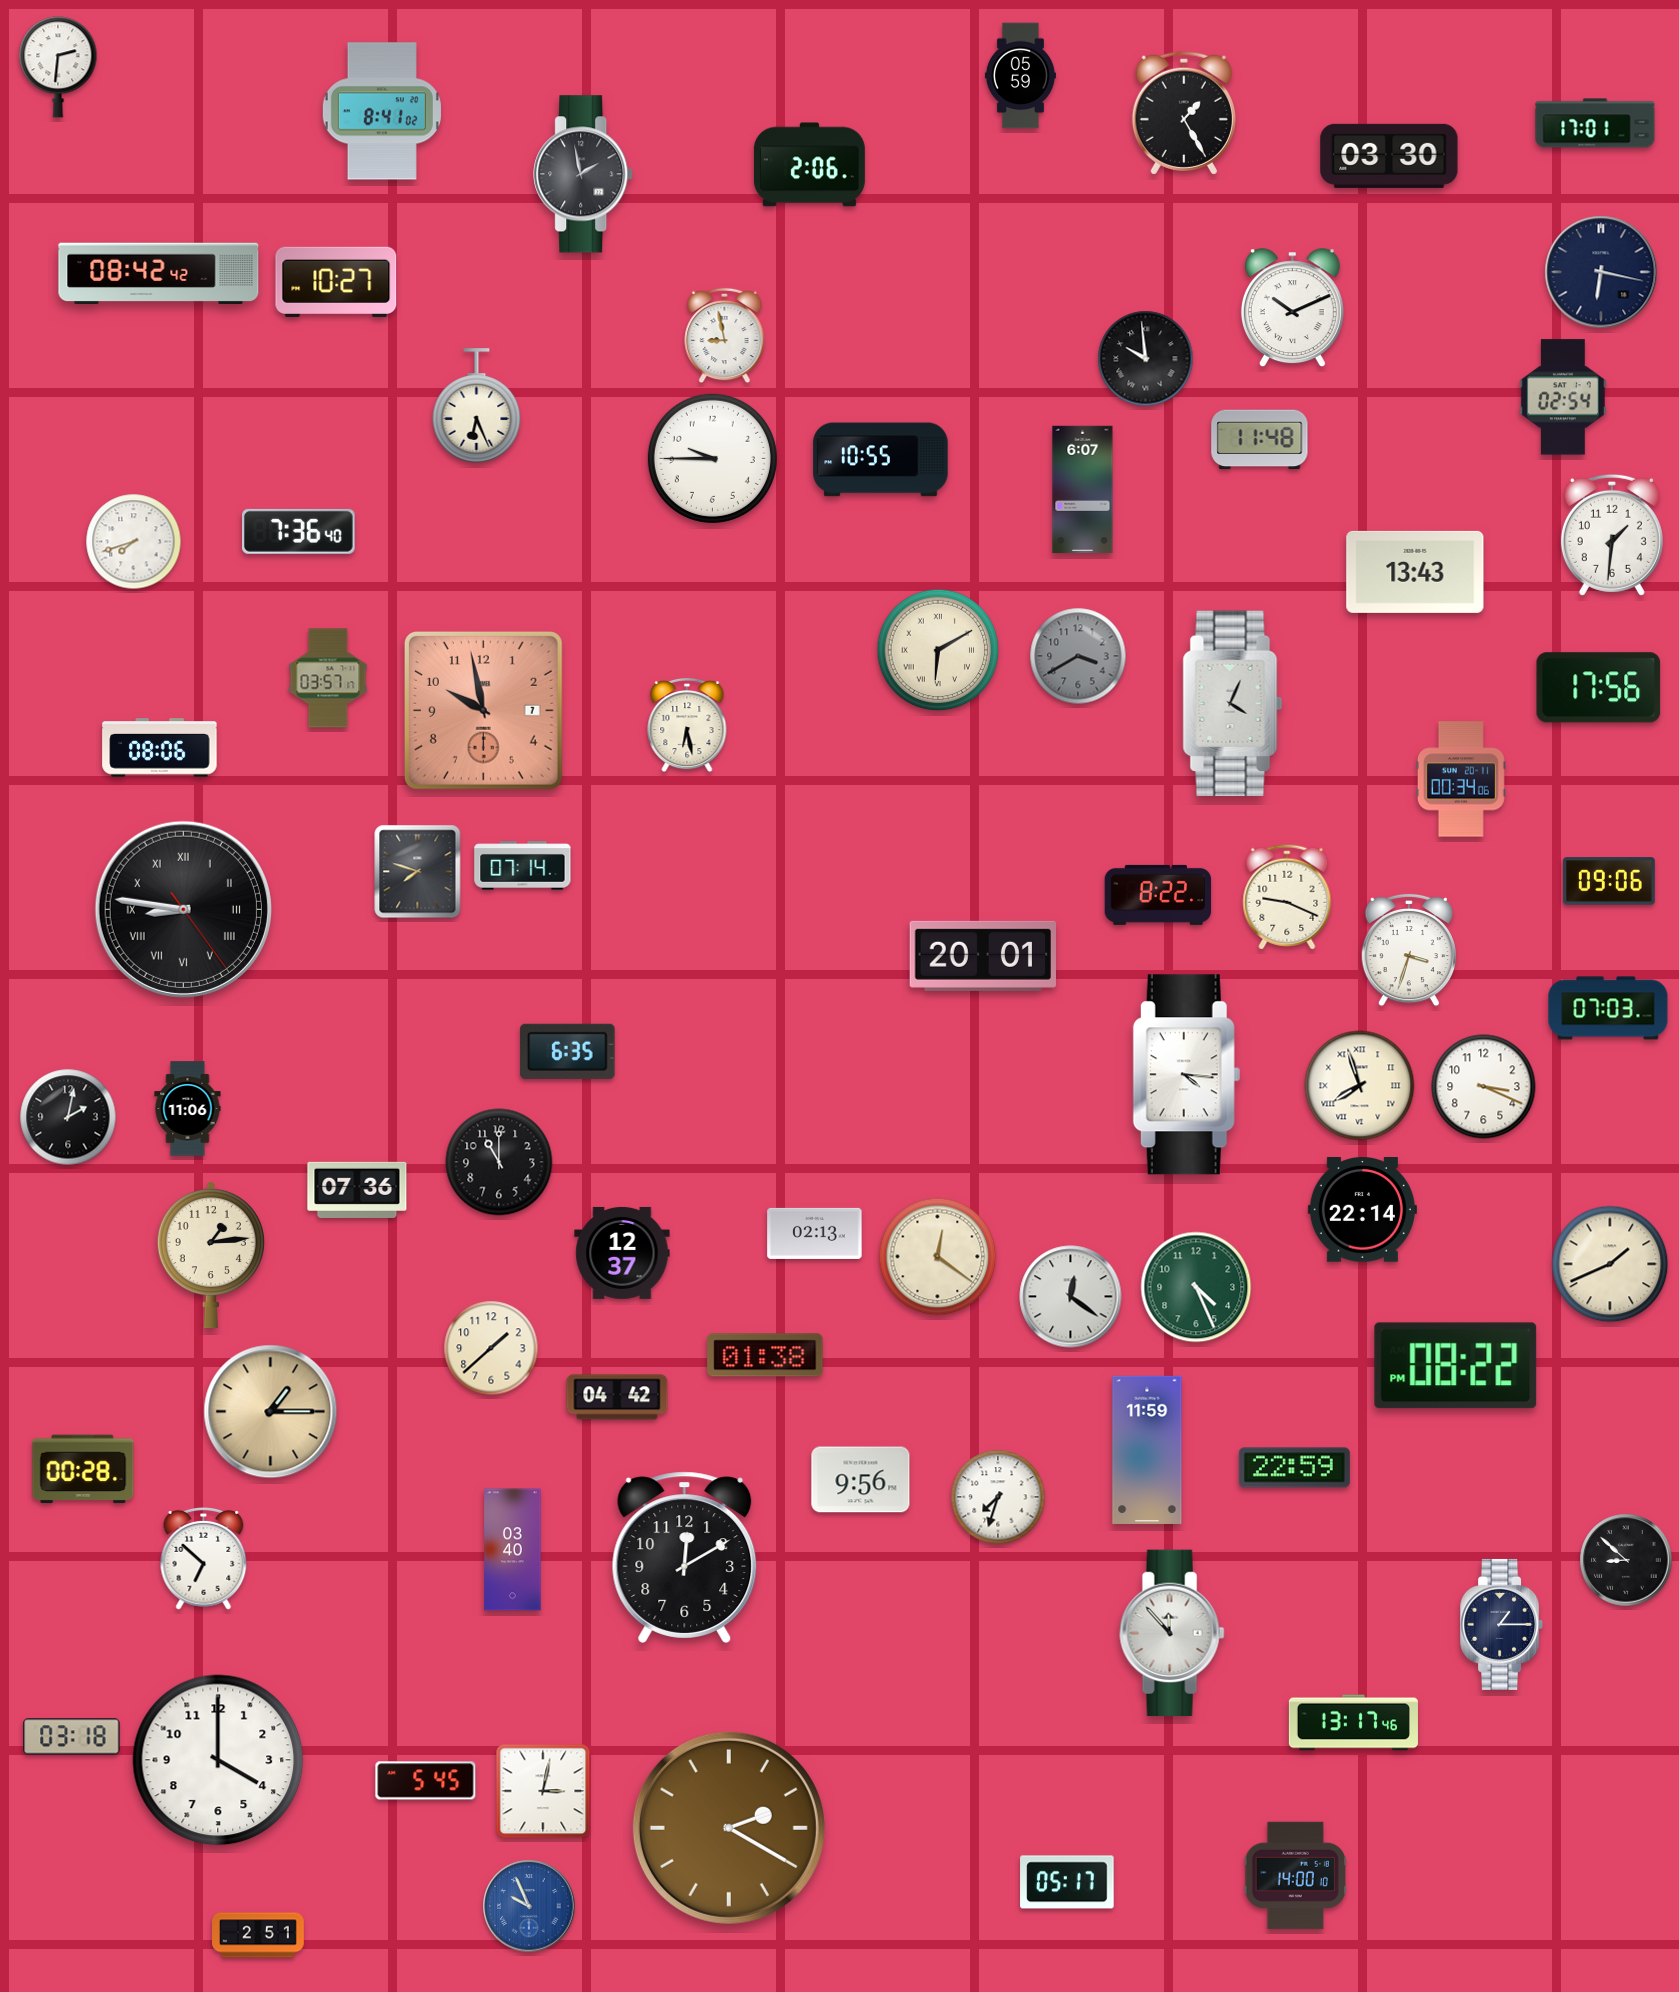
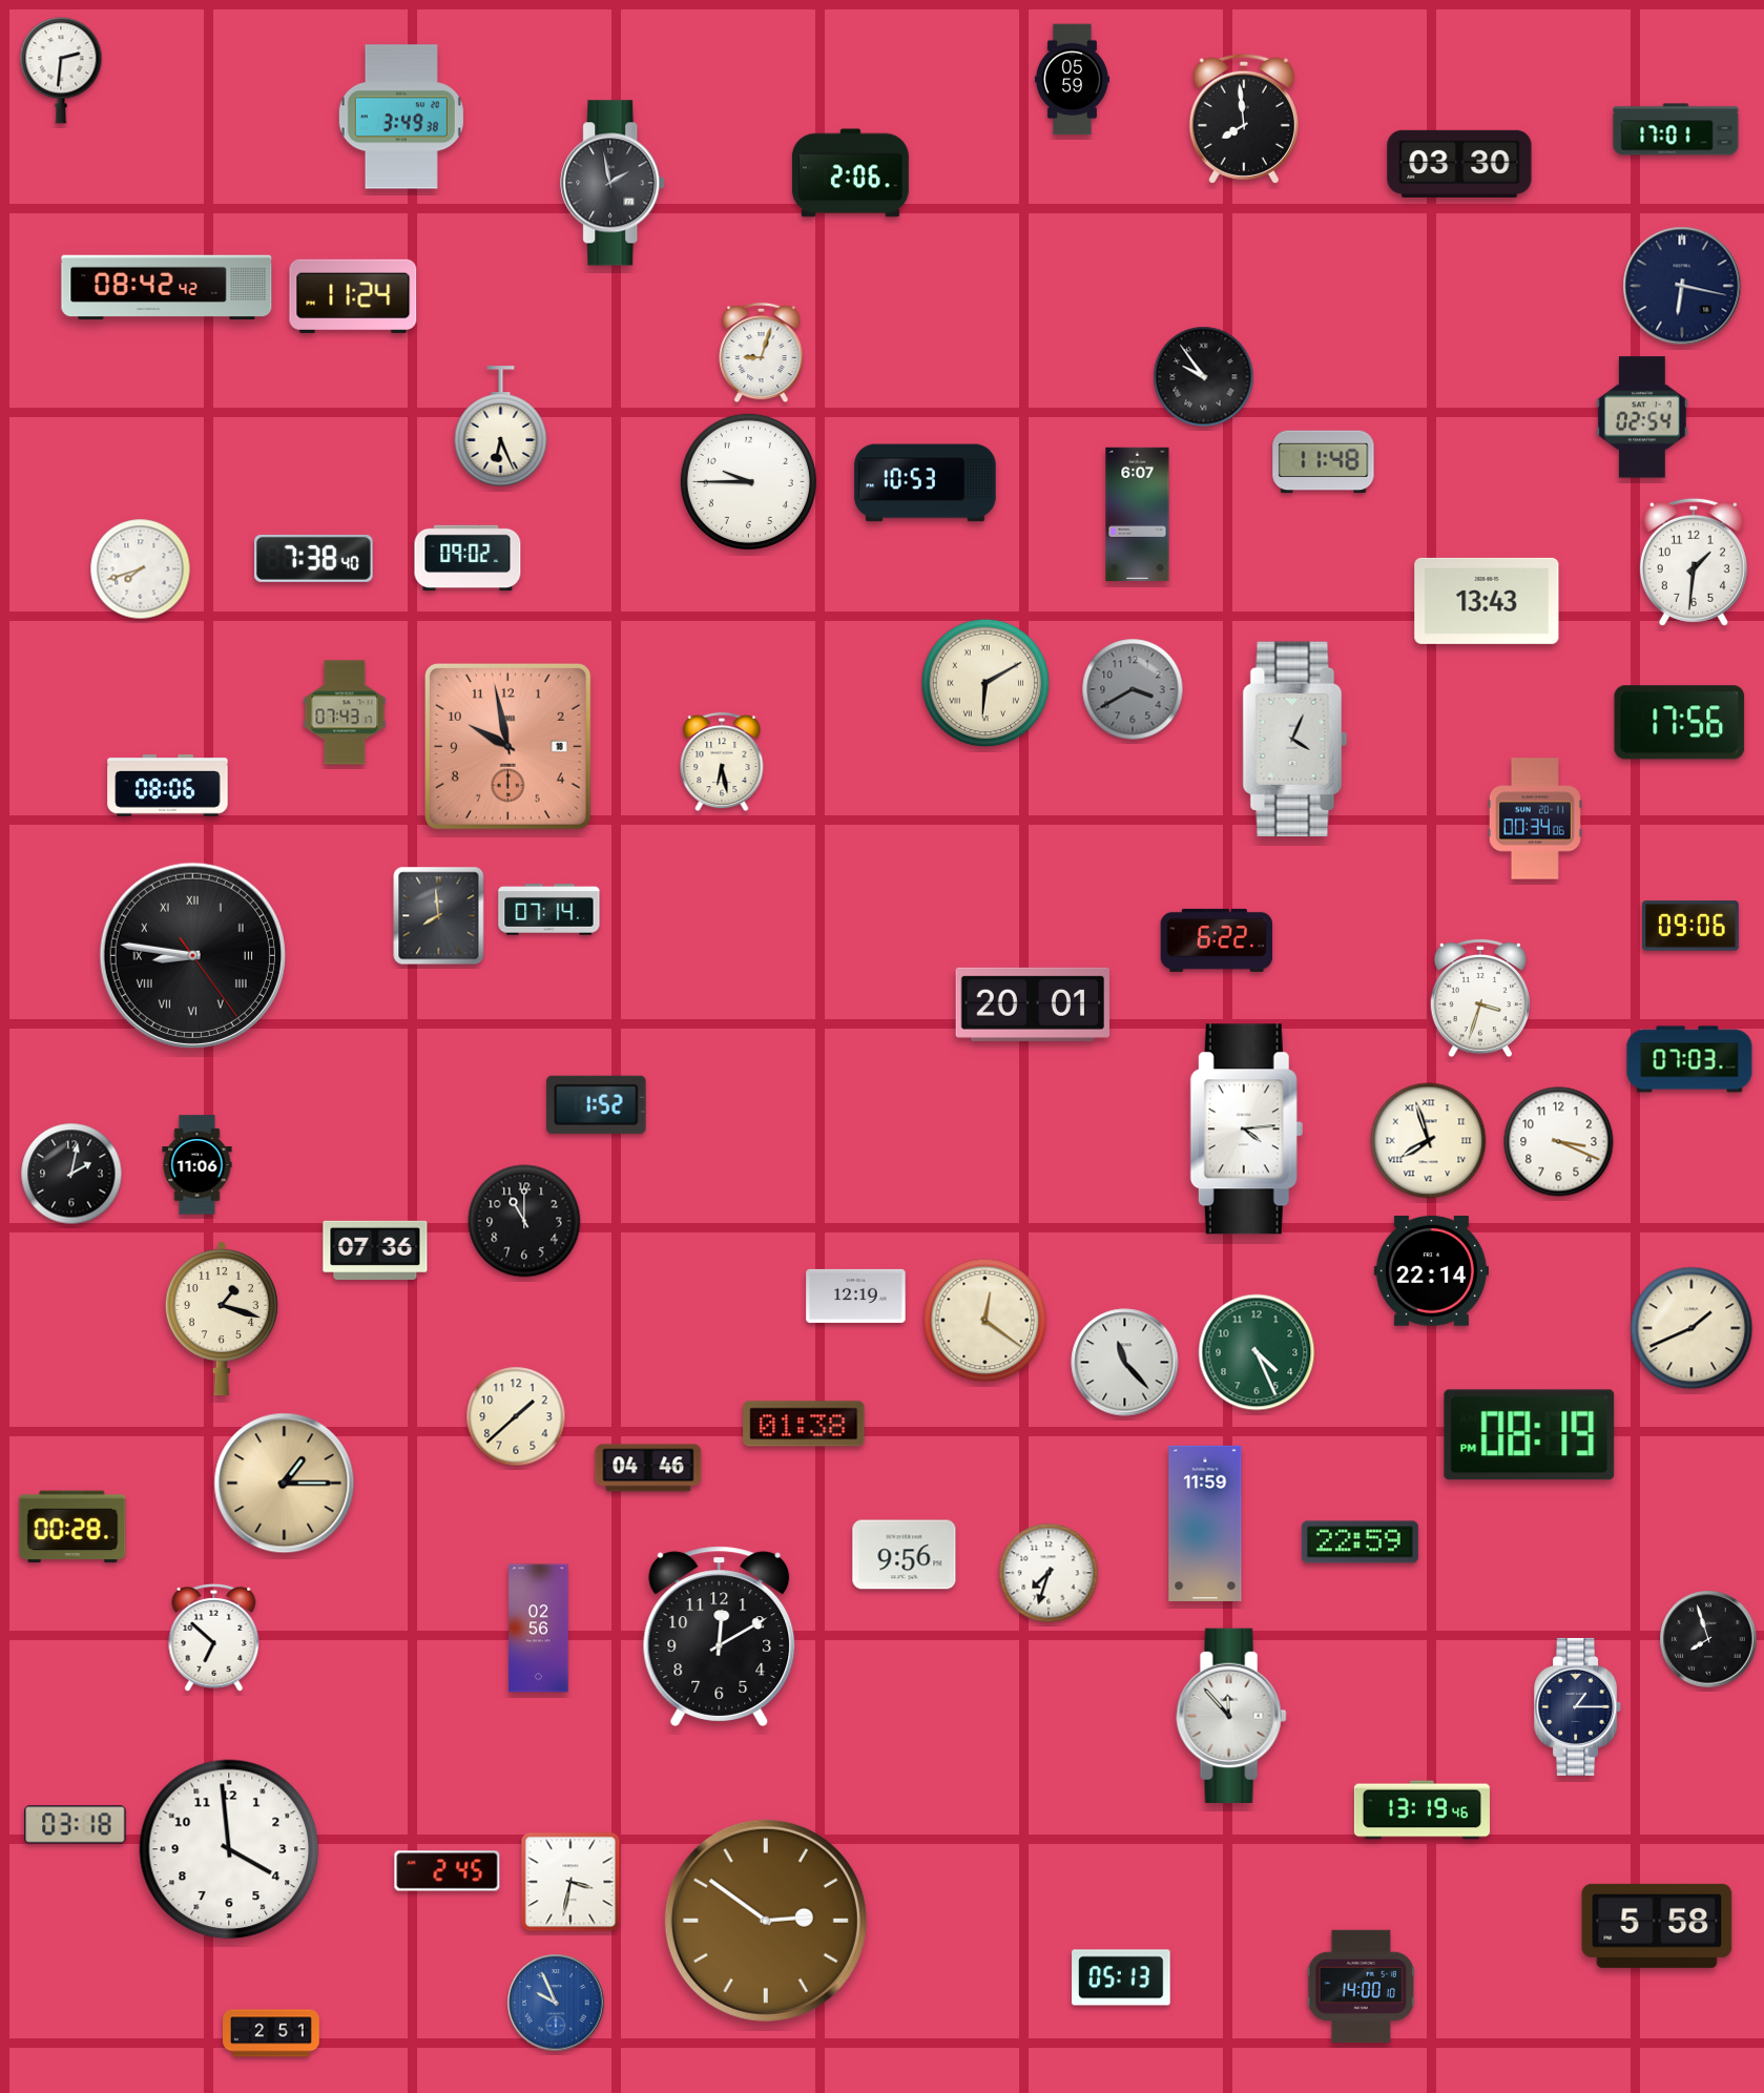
clock at (382, 111): 8:41 -> 3:49
clock at (1184, 113): 1:25 -> 7:59
clock at (336, 282): 10:27 -> 11:24
clock at (1292, 308): 10:11 -> none
clock at (725, 336): 8:58 -> 9:03
clock at (1146, 359): 9:59 -> 9:54
clock at (881, 460): 10:55 -> 10:53
clock at (299, 531): 7:36 -> 7:38
clock at (468, 558): none -> 09:02
clock at (328, 678): 03:57 -> 07:43
clock at (483, 710) date: 7 -> 18
clock at (418, 872): 7:48 -> 7:59
clock at (1158, 895): 8:22 -> 6:22
clock at (1287, 897): 9:19 -> none
clock at (568, 1051): 6:35 -> 1:52
clock at (1186, 1075): 4:16 -> 4:14
clock at (815, 1233): 02:13 -> 12:19
clock at (622, 1253): 12:37 -> none
clock at (211, 1255): 1:14 -> 1:18
clock at (1071, 1297): 12:21 -> 11:23
clock at (1456, 1366): 08:22 -> 08:19
clock at (617, 1397): 04:42 -> 04:46
clock at (83, 1469) position: (83, 1469) -> (72, 1527)
clock at (513, 1550): 03:40 -> 02:56
clock at (1626, 1560): 8:52 -> 7:57
clock at (1353, 1723): 13:17 -> 13:19
clock at (218, 1760): 4:00 -> 3:59
clock at (426, 1781): 5:45 -> 2:45
clock at (543, 1791): 3:02 -> 3:32
clock at (729, 1828): 2:20 -> 2:51
clock at (1657, 1926): none -> 5:58
clock at (1295, 1876) position: (1295, 1876) -> (1361, 1987)
clock at (1067, 1882): 05:17 -> 05:13
